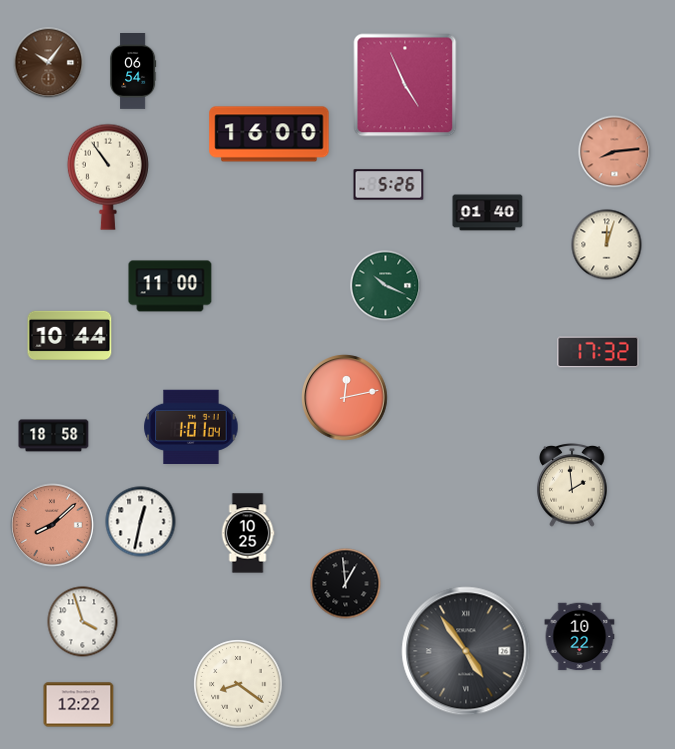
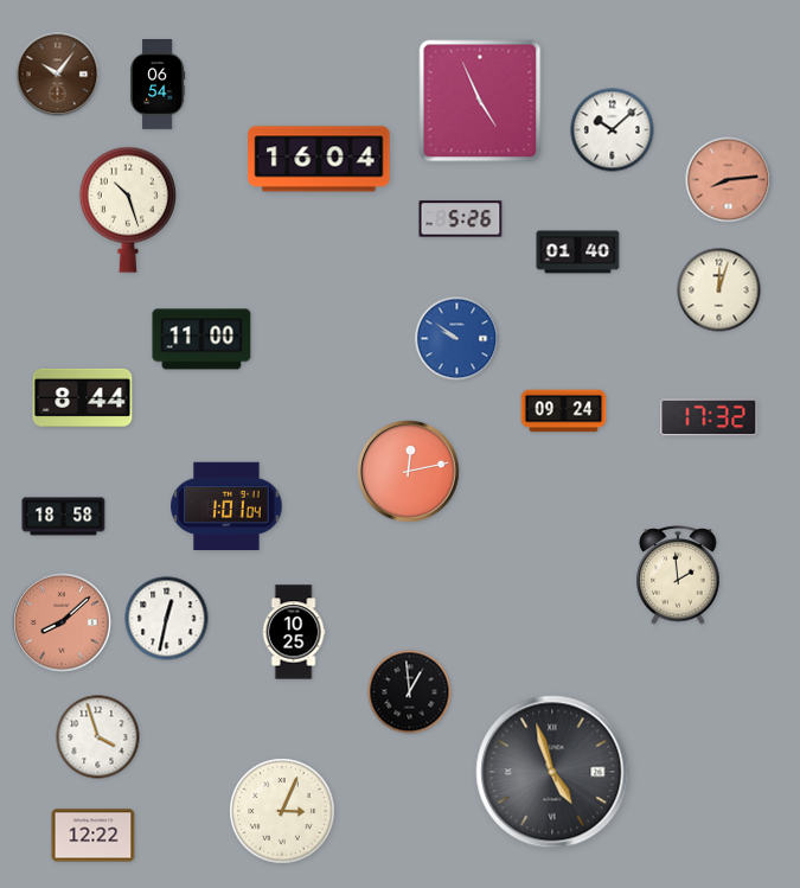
clock at (613, 130): none -> 10:08
clock at (269, 134): 16:00 -> 16:04
clock at (108, 177): 10:54 -> 10:27
clock at (386, 286): 10:19 -> 9:51
clock at (386, 286) dial: green -> blue
clock at (70, 335): 10:44 -> 8:44
clock at (564, 411): none -> 09:24
clock at (580, 637): 10:22 -> none
clock at (466, 651): 4:54 -> 4:57
clock at (238, 684): 8:21 -> 3:04
